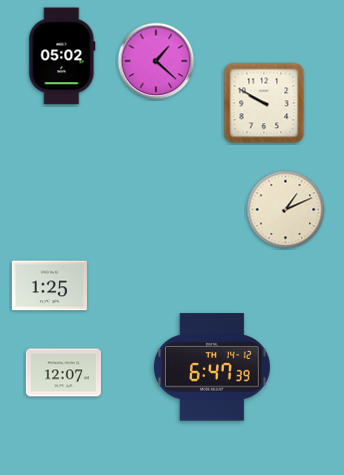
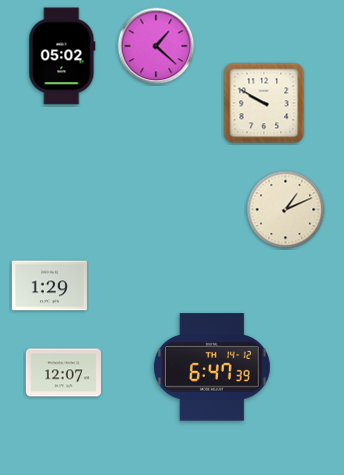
clock at (156, 61) position: (156, 61) -> (156, 46)
clock at (49, 286): 1:25 -> 1:29
